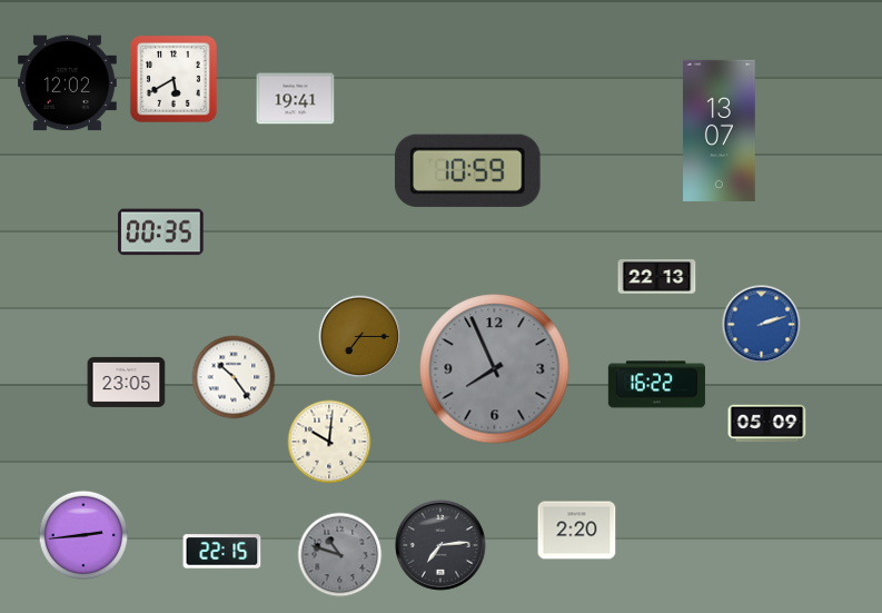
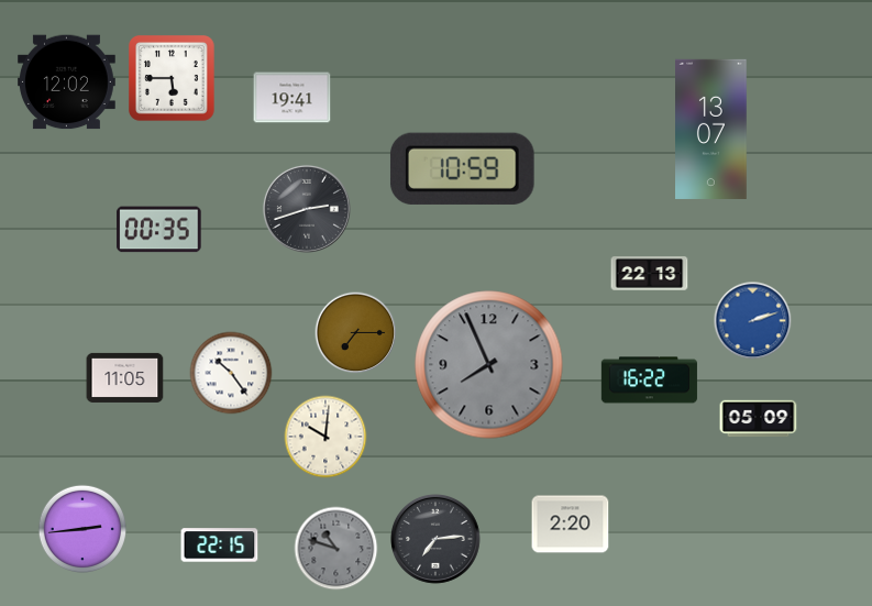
clock at (175, 80): 5:40 -> 5:45
clock at (307, 209): none -> 2:42
clock at (127, 382): 23:05 -> 11:05
